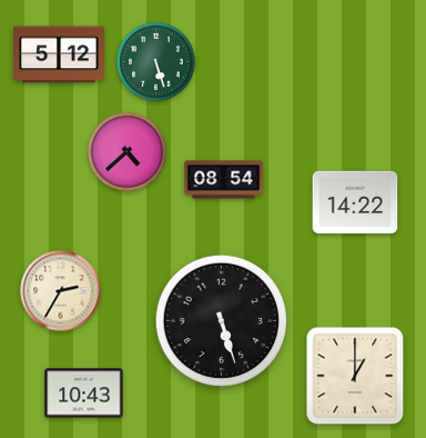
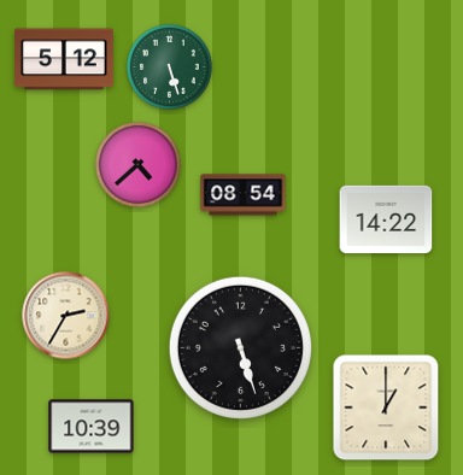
clock at (84, 394): 10:43 -> 10:39
